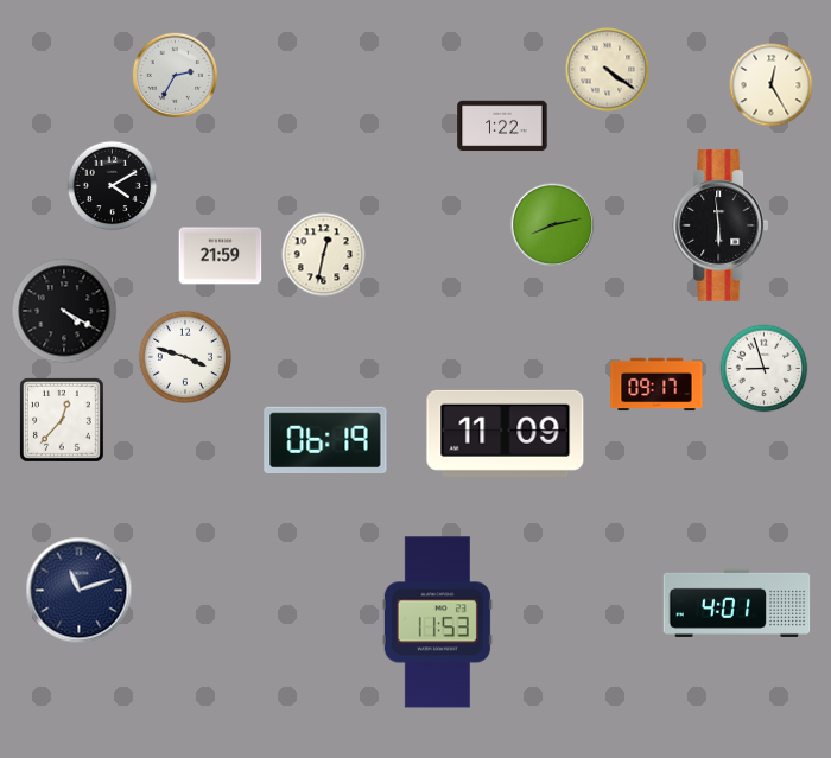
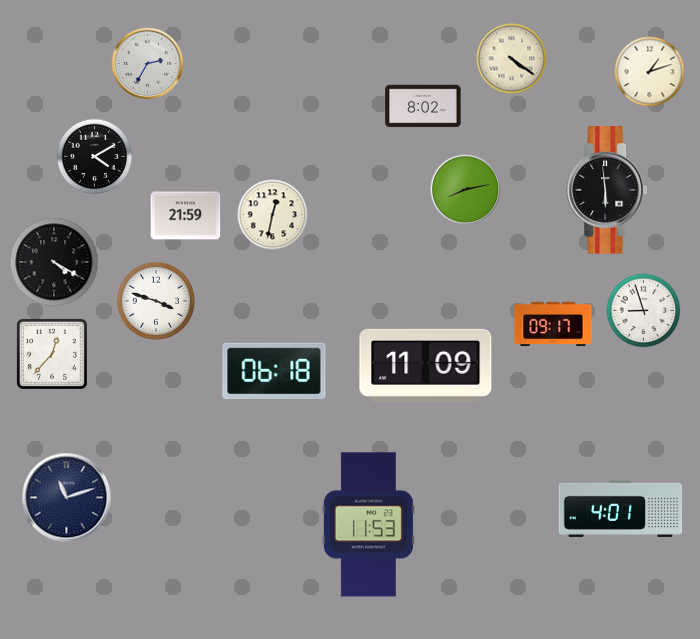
clock at (772, 85): 12:25 -> 1:12
clock at (502, 126): 1:22 -> 8:02
clock at (325, 440): 06:19 -> 06:18
